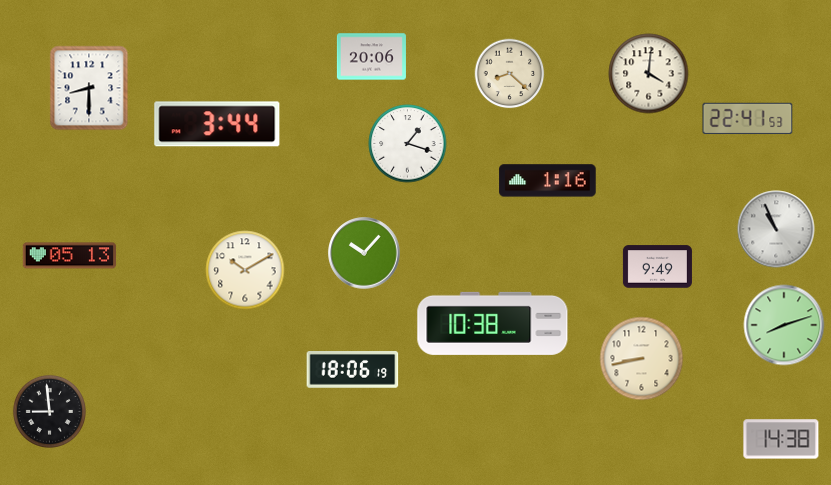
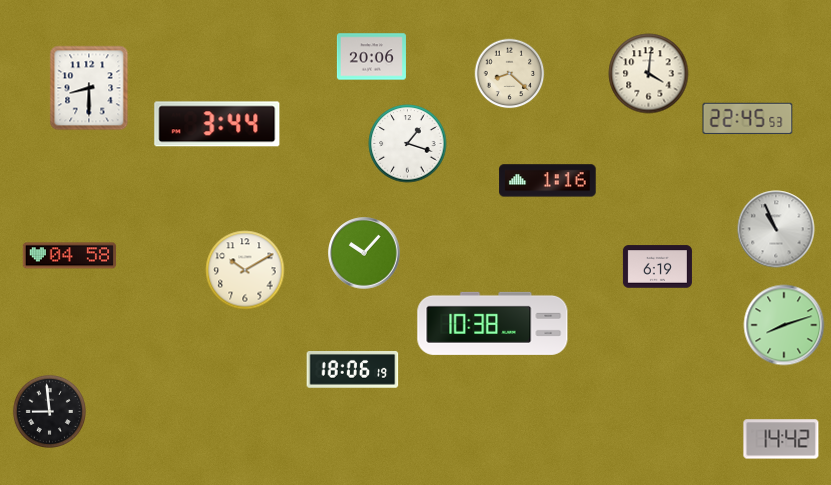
clock at (748, 119): 22:41 -> 22:45
clock at (70, 256): 05:13 -> 04:58
clock at (657, 267): 9:49 -> 6:19
clock at (642, 359): 8:43 -> none
clock at (781, 439): 14:38 -> 14:42
